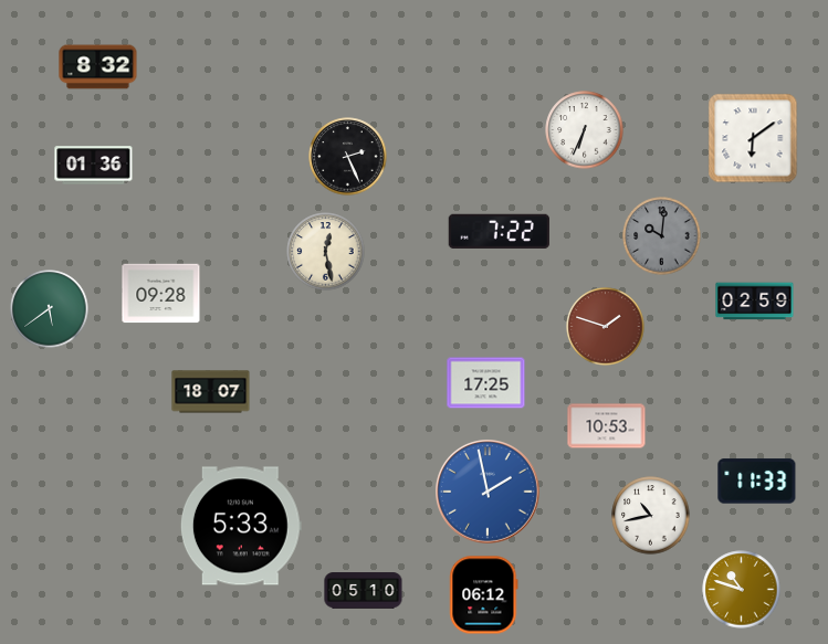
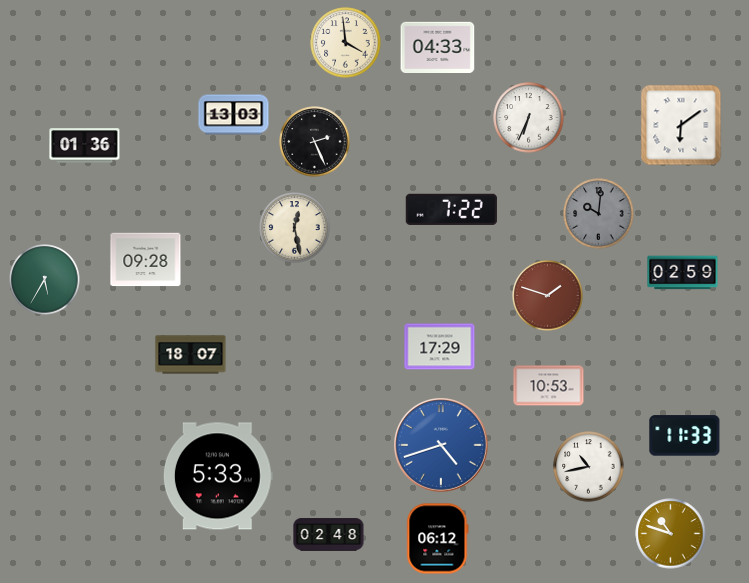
clock at (346, 43): none -> 3:59
clock at (438, 47): none -> 04:33
clock at (98, 67): 8:32 -> none
clock at (234, 115): none -> 13:03
clock at (94, 166) position: (94, 166) -> (85, 146)
clock at (161, 294) position: (161, 294) -> (146, 260)
clock at (50, 309): 5:39 -> 5:35
clock at (486, 383): 17:25 -> 17:29
clock at (489, 493): 1:58 -> 4:42
clock at (364, 591): 05:10 -> 02:48
